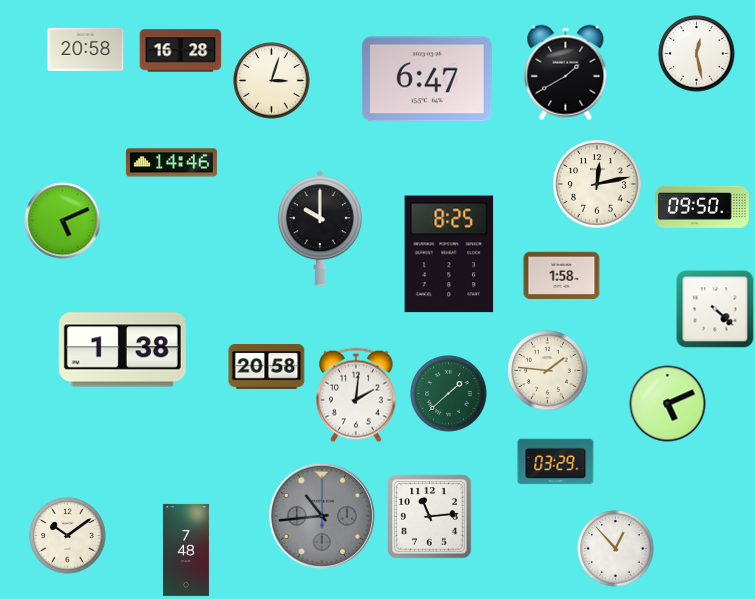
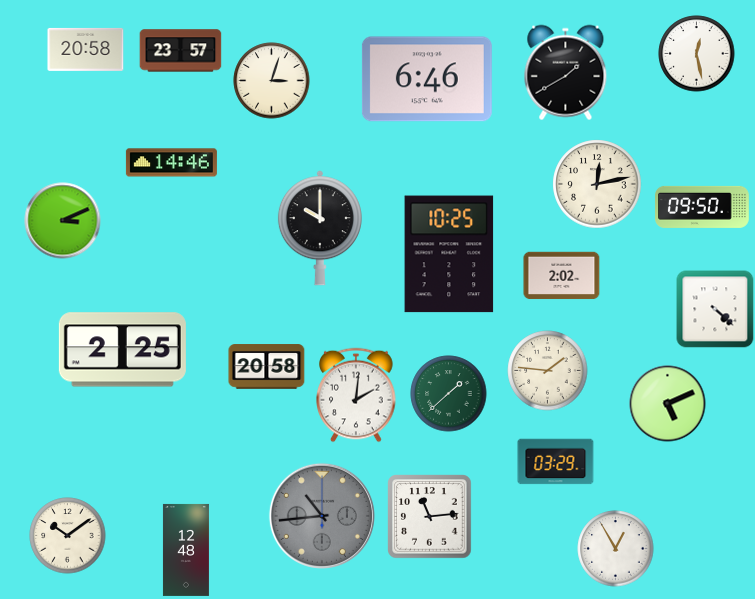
clock at (181, 51): 16:28 -> 23:57
clock at (427, 79): 6:47 -> 6:46
clock at (63, 221): 5:11 -> 3:11
clock at (449, 254): 8:25 -> 10:25
clock at (562, 276): 1:58 -> 2:02
clock at (122, 350): 1:38 -> 2:25
clock at (616, 549): 12:53 -> 12:55
clock at (186, 550): 7:48 -> 12:48
